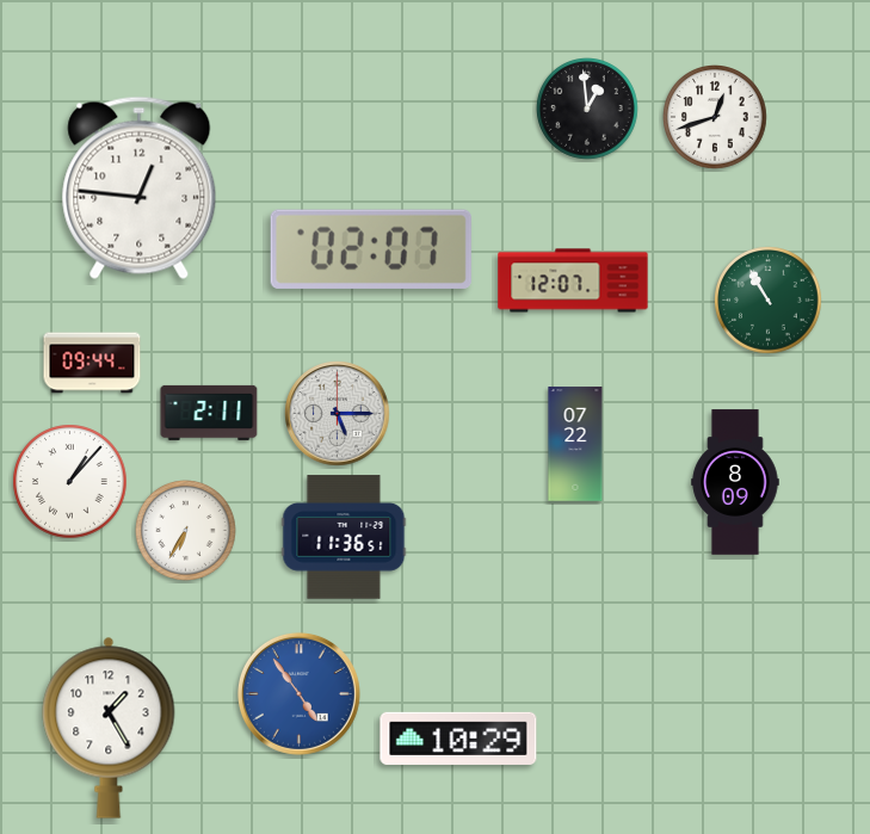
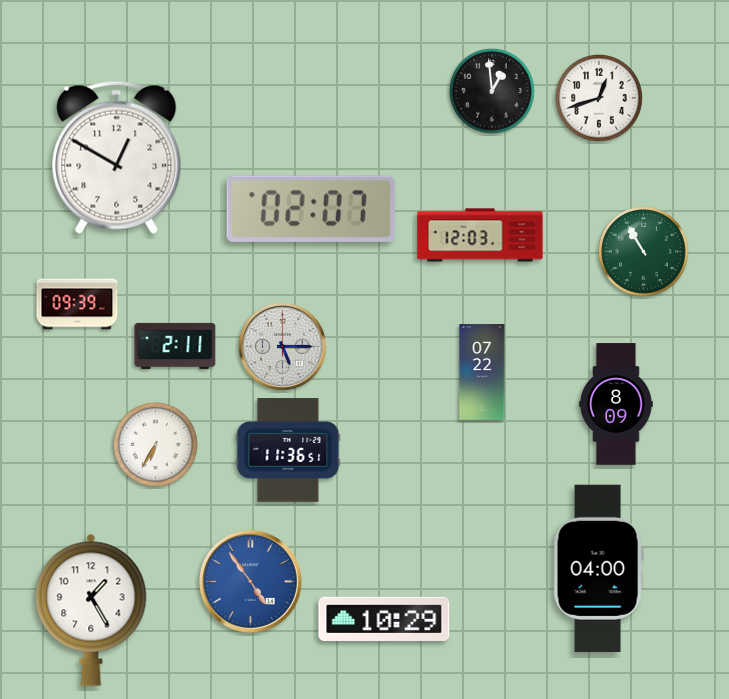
clock at (140, 187): 12:46 -> 12:50
clock at (573, 280): 12:07 -> 12:03
clock at (92, 363): 09:44 -> 09:39
clock at (70, 482): 1:07 -> none
clock at (598, 568): none -> 04:00
